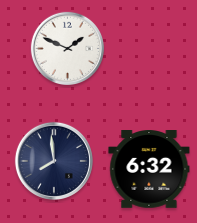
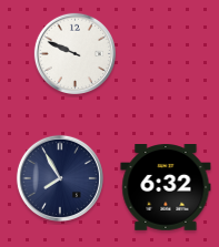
clock at (67, 48): 1:49 -> 9:49
clock at (54, 161): 7:59 -> 7:55
